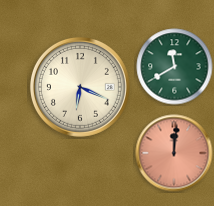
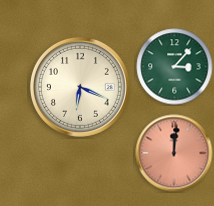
clock at (175, 67): 11:40 -> 3:07
